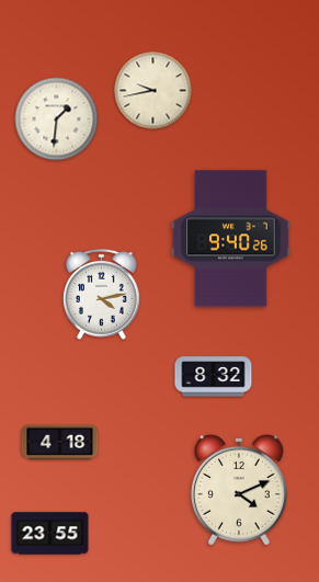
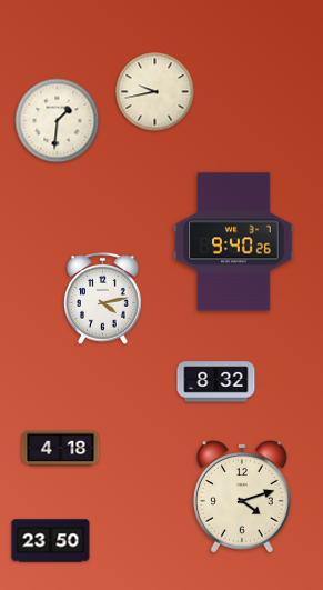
clock at (239, 491): 4:11 -> 4:12
clock at (50, 534): 23:55 -> 23:50
